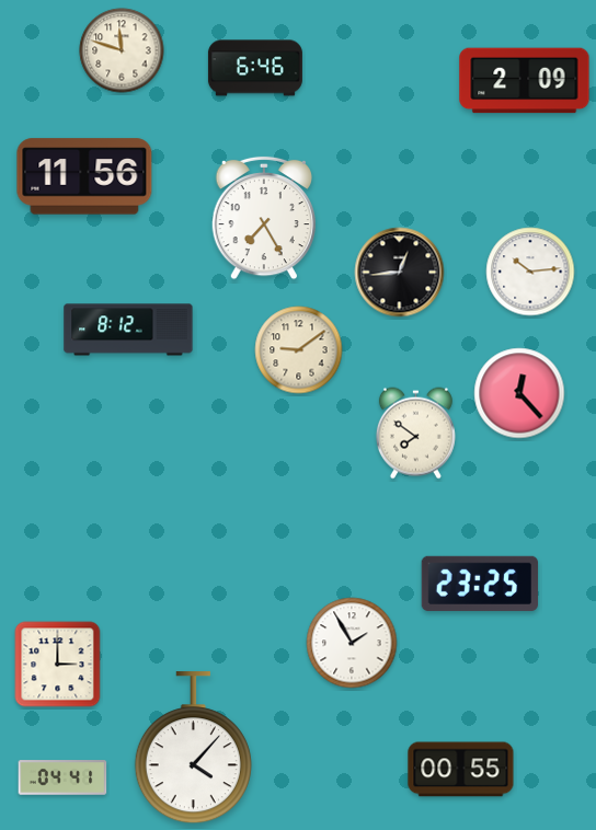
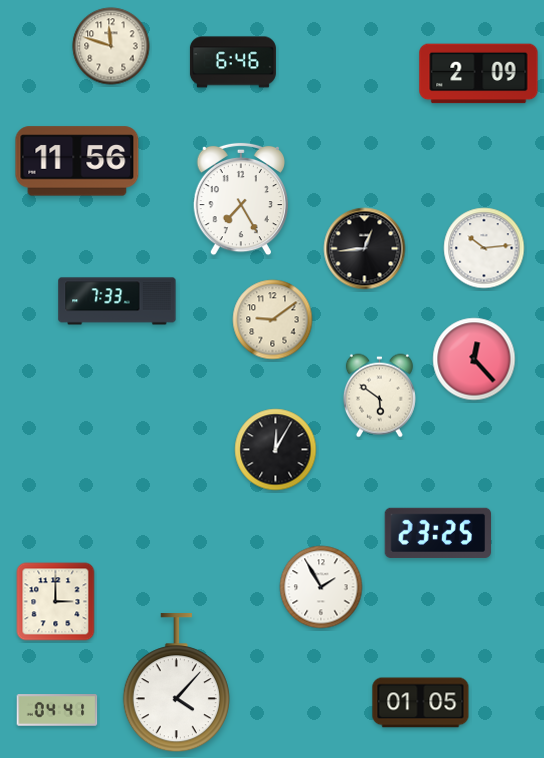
clock at (128, 330): 8:12 -> 7:33
clock at (415, 434): 7:51 -> 5:51
clock at (276, 450): none -> 12:05
clock at (58, 665) position: (58, 665) -> (56, 602)
clock at (461, 770): 00:55 -> 01:05
